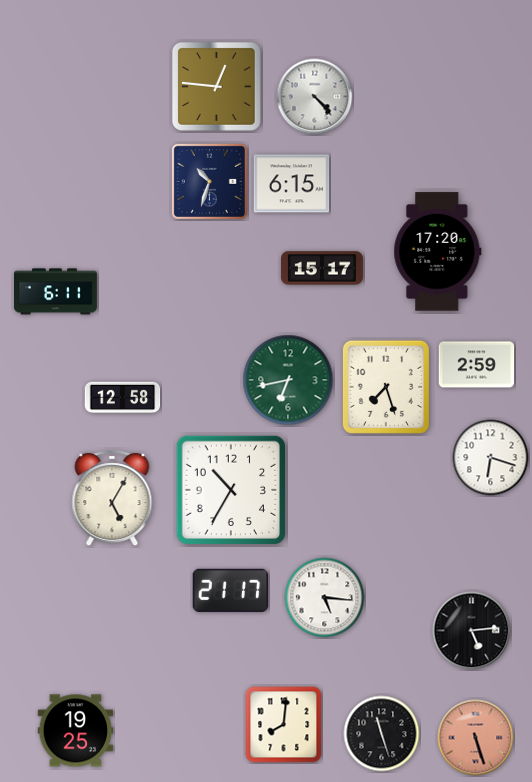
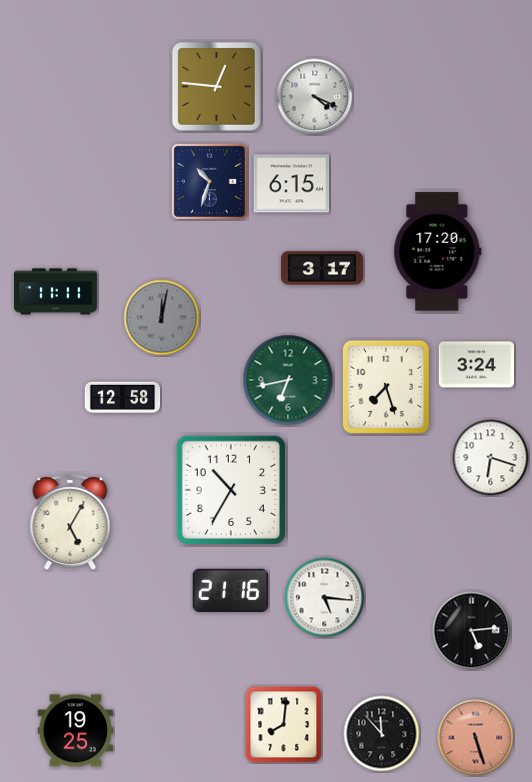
clock at (315, 97): 4:23 -> 4:19
clock at (322, 268): 15:17 -> 3:17
clock at (56, 292): 6:11 -> 11:11
clock at (162, 318): none -> 12:02
clock at (477, 365): 2:59 -> 3:24
clock at (112, 499) position: (112, 499) -> (70, 523)
clock at (231, 590): 21:17 -> 21:16
clock at (382, 734): 11:27 -> 11:53
